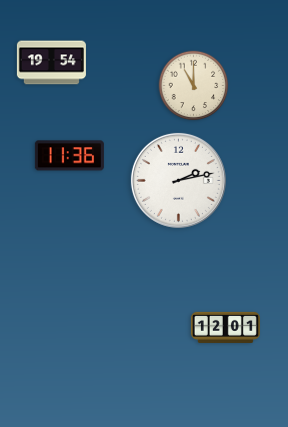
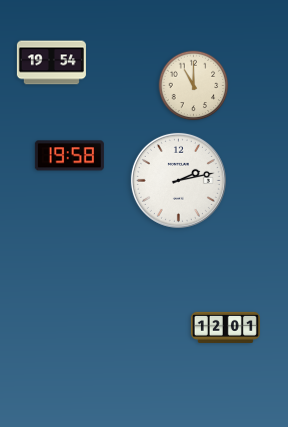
clock at (69, 156): 11:36 -> 19:58
